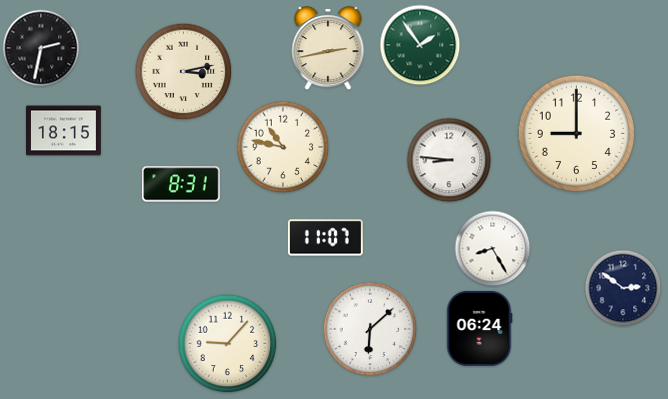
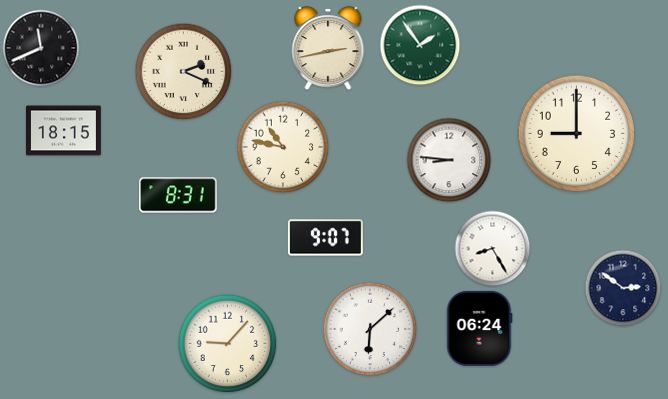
clock at (41, 48): 2:32 -> 11:41
clock at (184, 72): 3:13 -> 2:19
clock at (182, 184) position: (182, 184) -> (179, 195)
clock at (325, 238): 11:07 -> 9:07
